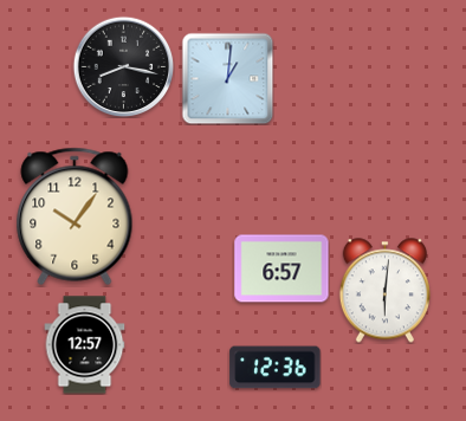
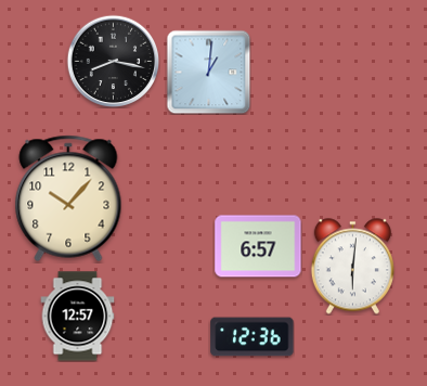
clock at (75, 216): 10:06 -> 10:07
